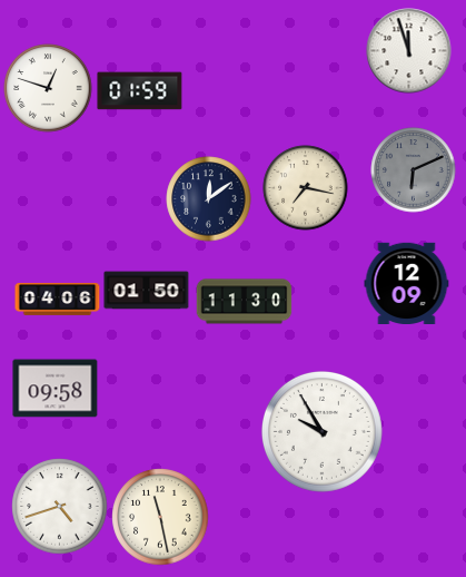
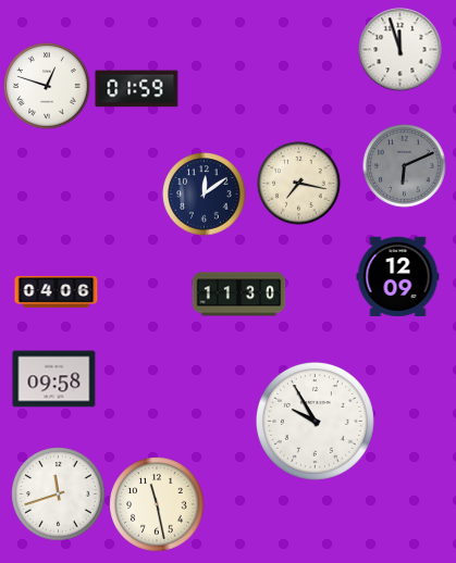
clock at (147, 291): 01:50 -> none
clock at (60, 507): 4:42 -> 11:42
